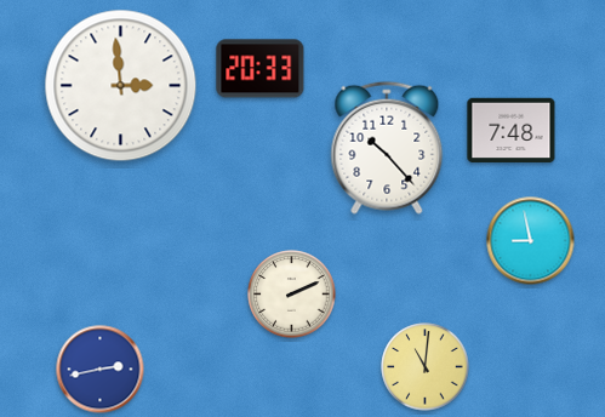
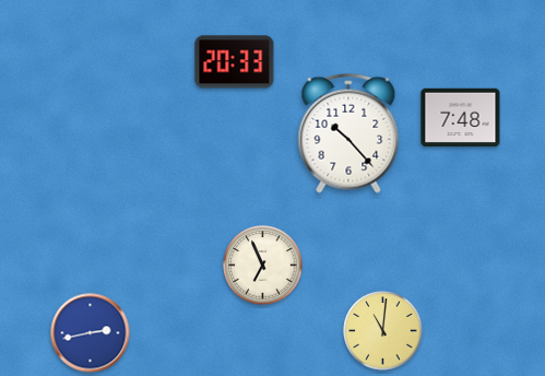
clock at (121, 86): 2:59 -> none
clock at (531, 241): 8:58 -> none
clock at (292, 295): 2:11 -> 6:56
